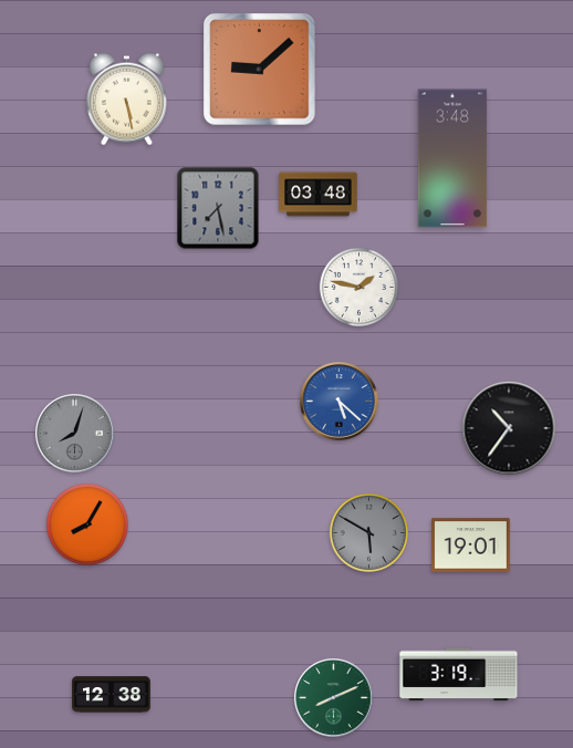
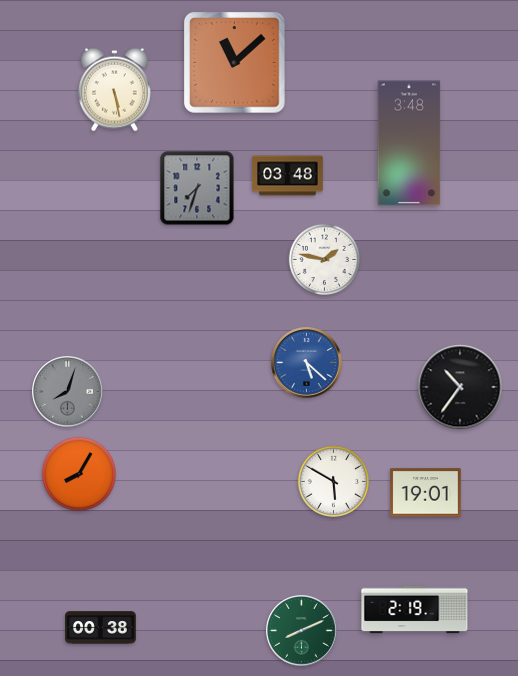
clock at (260, 70): 9:08 -> 11:08
clock at (218, 208): 7:28 -> 7:33
clock at (368, 532) dial: grey -> white
clock at (459, 675): 3:19 -> 2:19
clock at (112, 695): 12:38 -> 00:38
